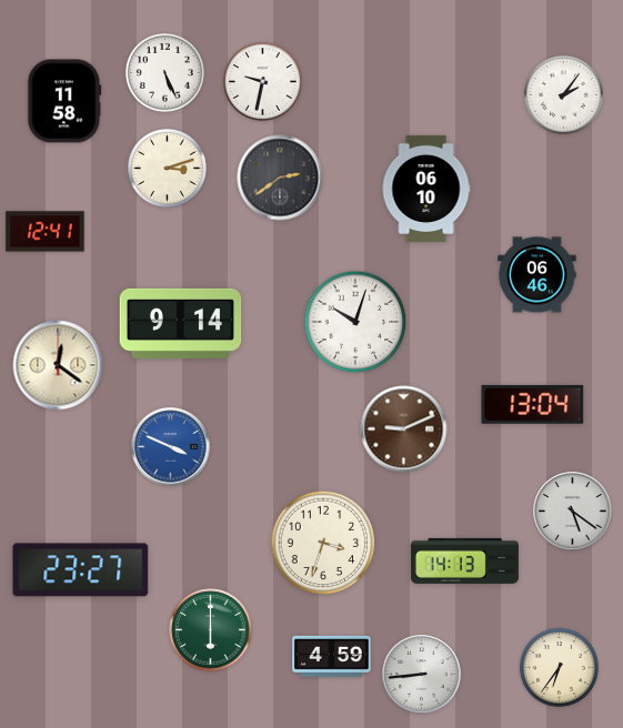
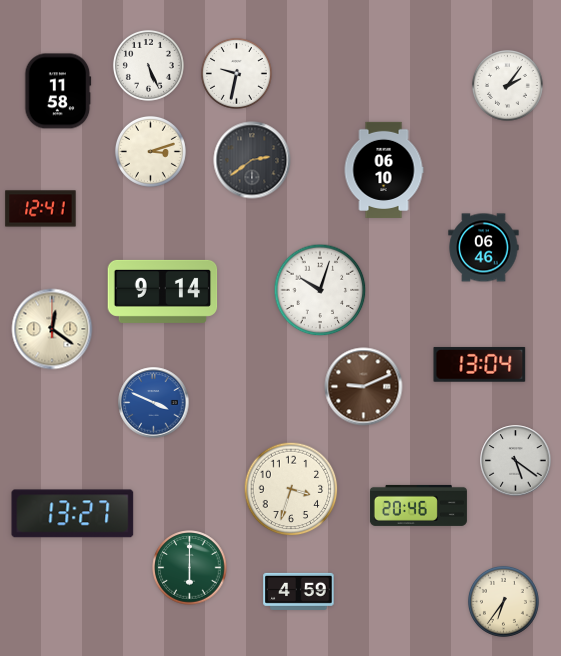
clock at (464, 560): 14:13 -> 20:46
clock at (81, 570): 23:27 -> 13:27
clock at (422, 675): 8:44 -> none
